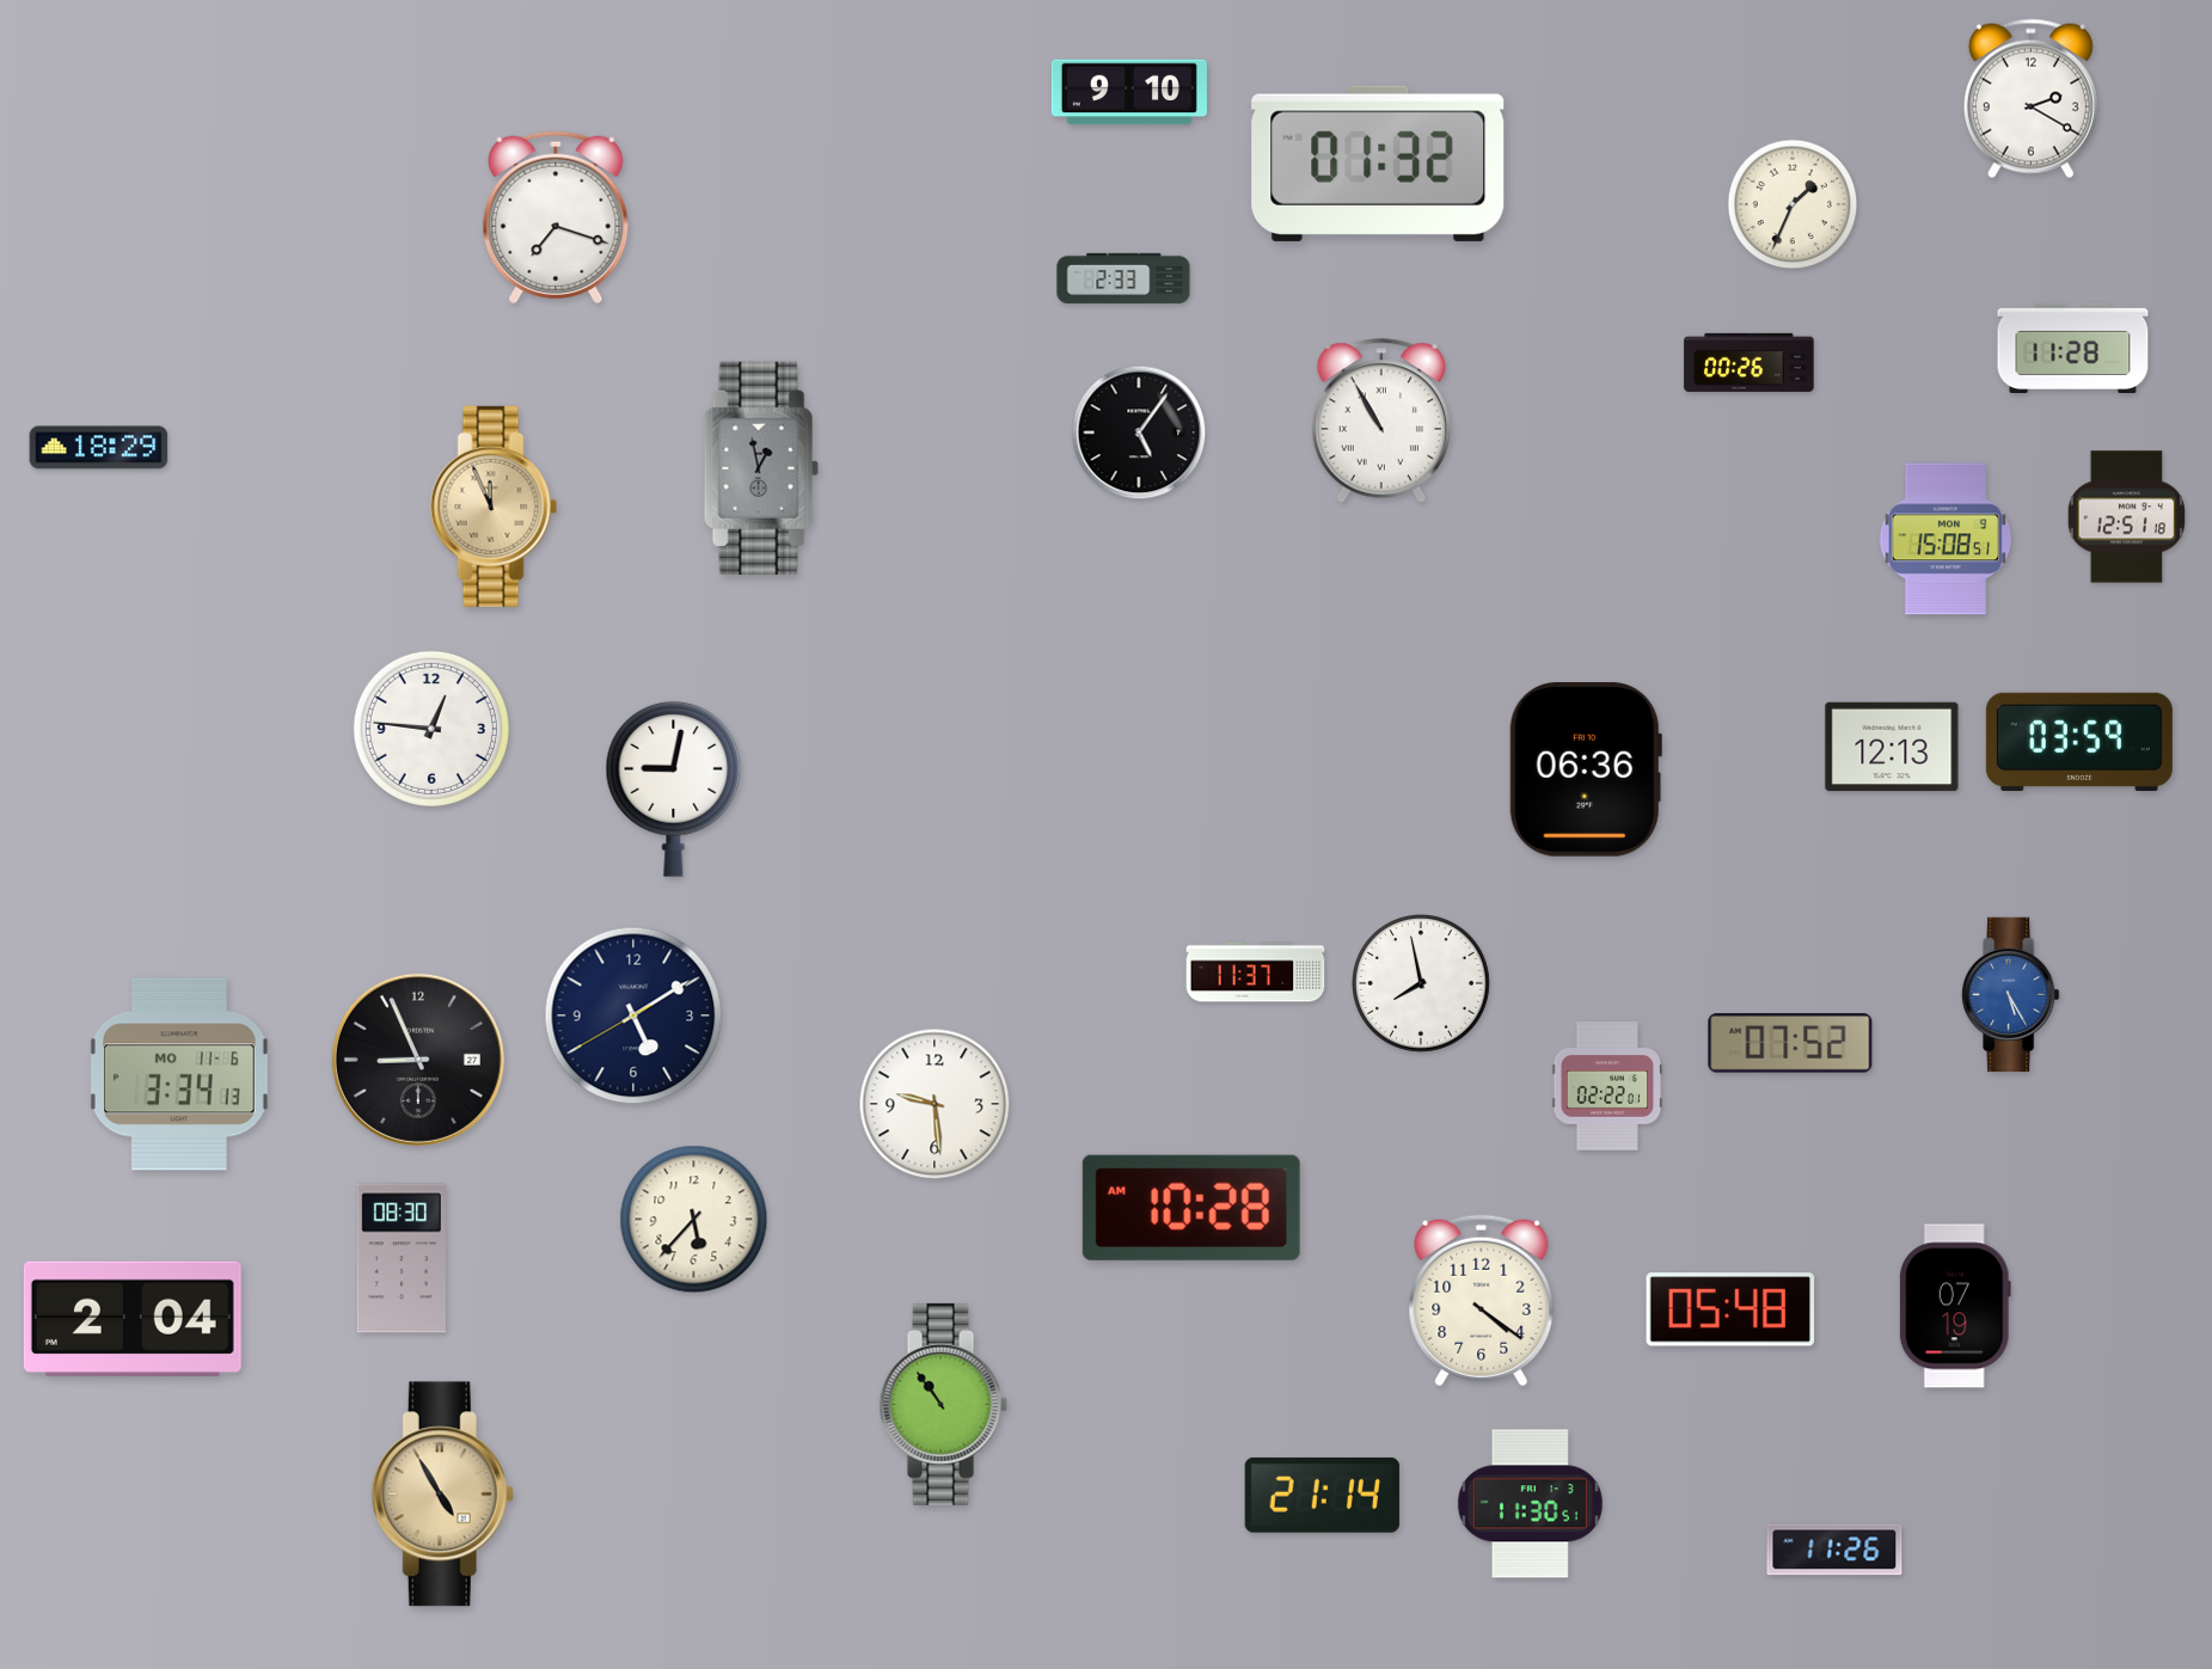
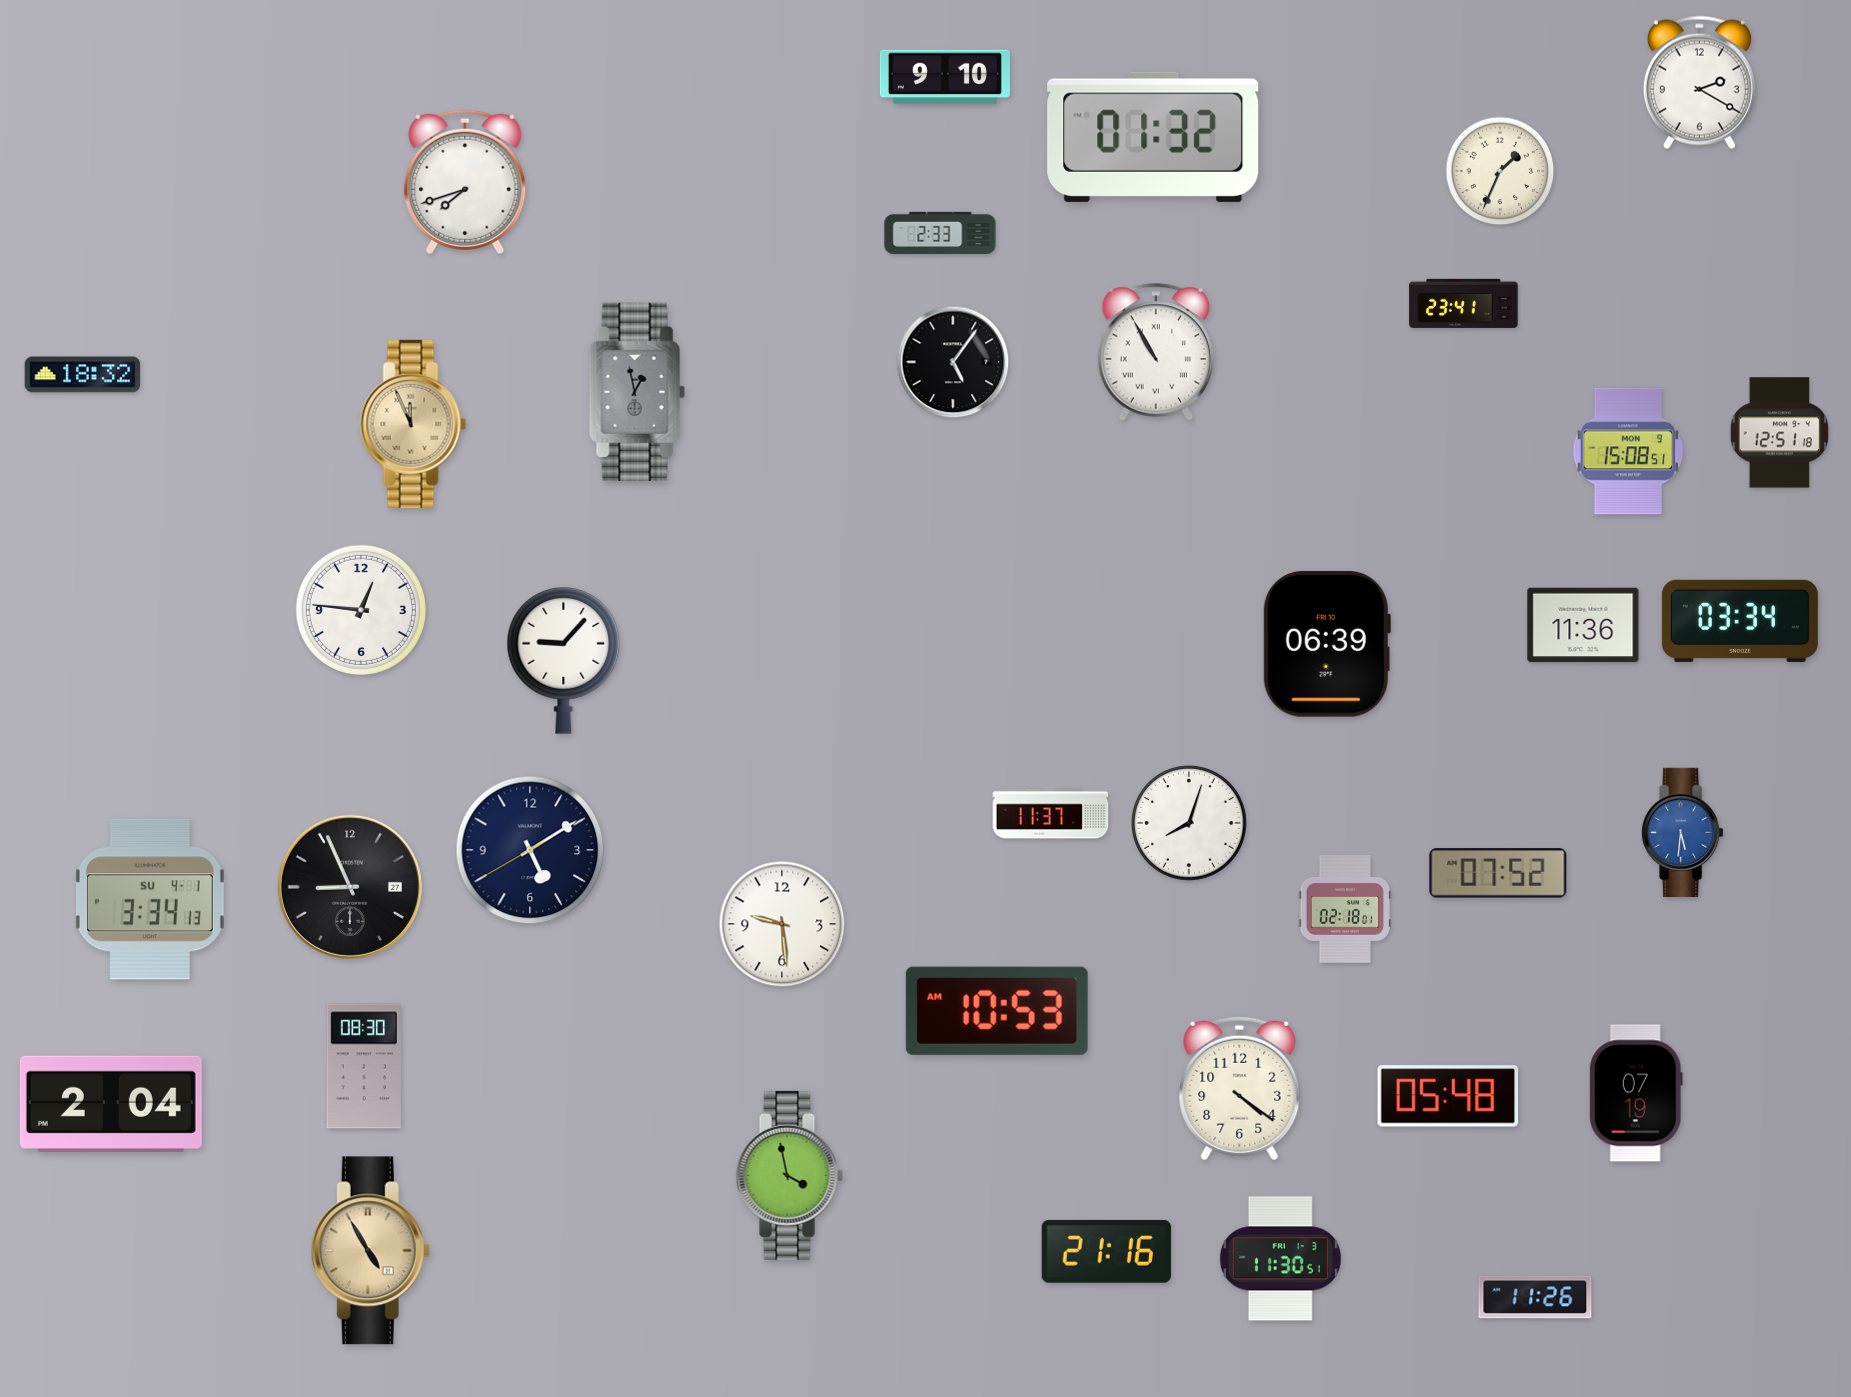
clock at (556, 217): 7:18 -> 7:42
clock at (2073, 348): 11:28 -> none
clock at (1750, 362): 00:26 -> 23:41
clock at (99, 448): 18:29 -> 18:32
clock at (2079, 742): 03:59 -> 03:34
clock at (1892, 747): 12:13 -> 11:36
clock at (1586, 771): 06:36 -> 06:39
clock at (674, 789): 9:02 -> 9:07
clock at (1422, 984): 7:58 -> 8:03
clock at (2011, 994): 5:25 -> 5:31
clock at (179, 1074) date: MO 11-6 -> SU 4-1
clock at (1607, 1086): 02:22 -> 02:18
clock at (1191, 1208): 10:28 -> 10:53
clock at (694, 1220): 5:37 -> none
clock at (402, 1258) position: (402, 1258) -> (364, 1066)
clock at (943, 1404): 10:54 -> 3:58
clock at (1322, 1495): 21:14 -> 21:16
